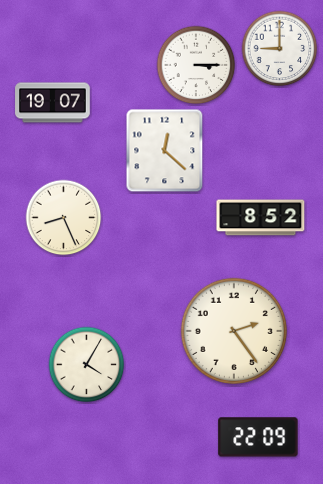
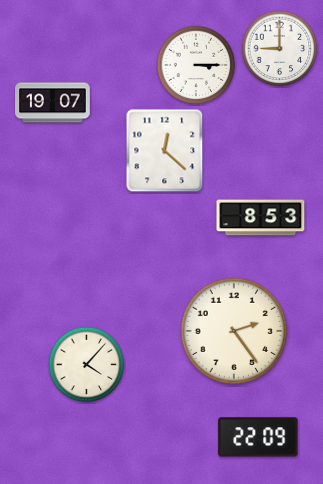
clock at (64, 218): 8:26 -> none
clock at (261, 218): 8:52 -> 8:53
clock at (87, 365): 4:05 -> 4:07
